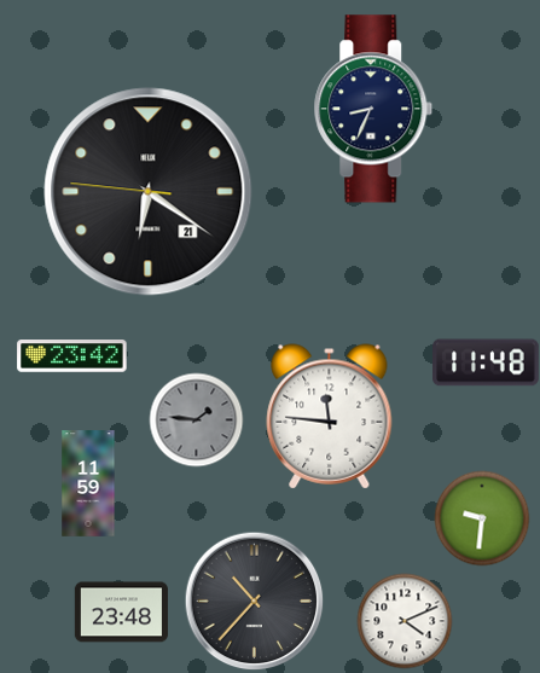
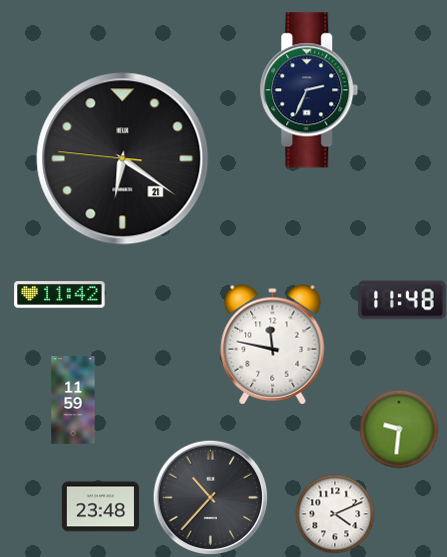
clock at (373, 109): 8:34 -> 2:34
clock at (72, 356): 23:42 -> 11:42
clock at (330, 417): 11:46 -> 11:47
clock at (196, 419): 1:46 -> none
